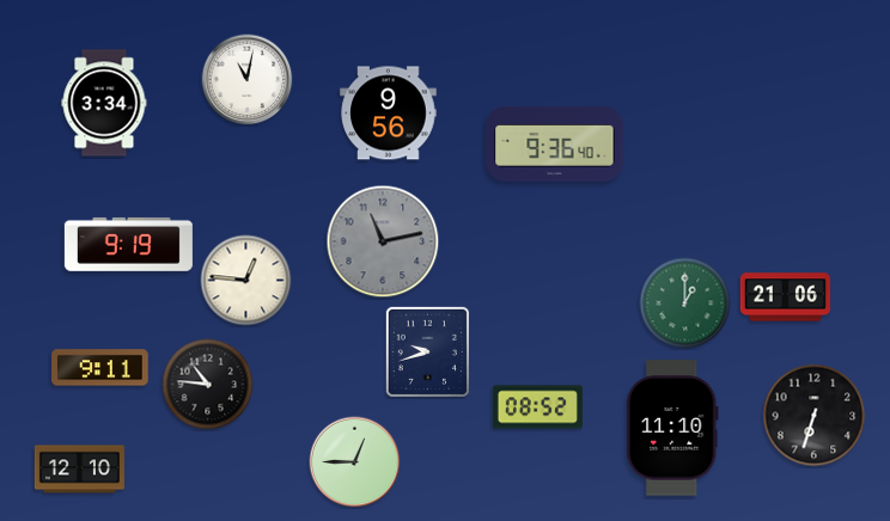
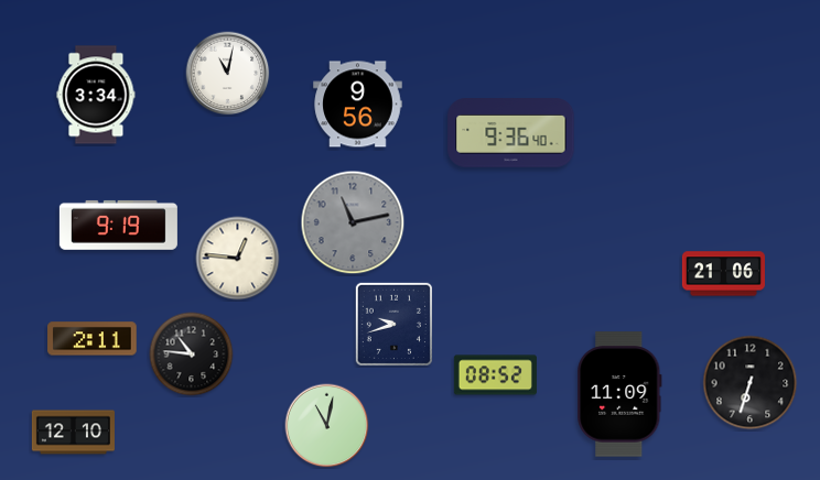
clock at (246, 281) position: (246, 281) -> (238, 259)
clock at (685, 304): 1:00 -> none
clock at (100, 368): 9:11 -> 2:11
clock at (672, 428): 11:10 -> 11:09
clock at (355, 462): 12:45 -> 11:02
